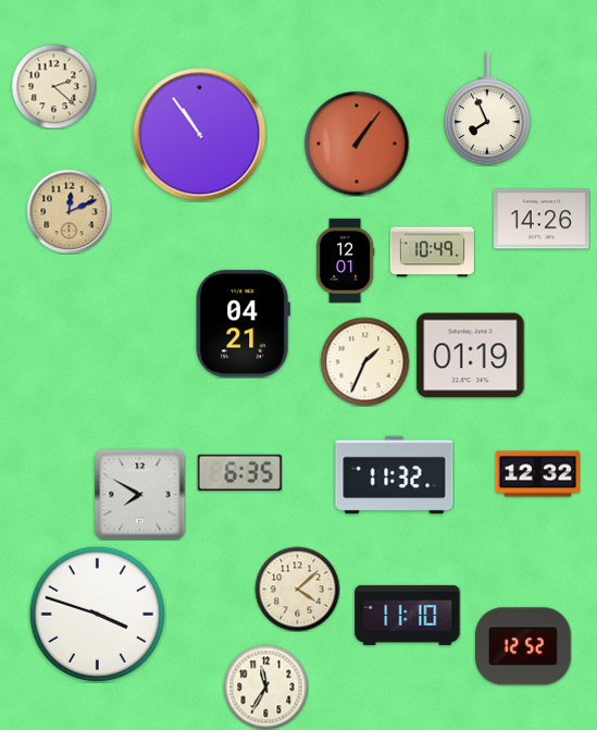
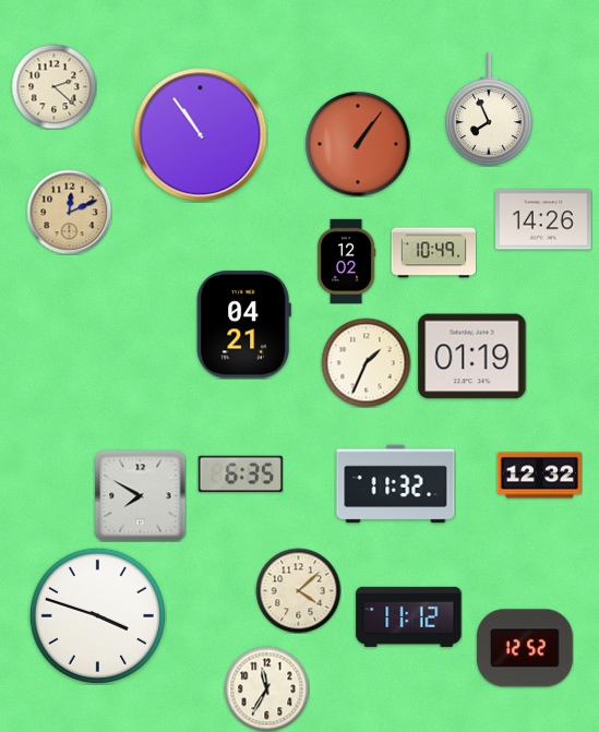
clock at (345, 260): 12:01 -> 12:02
clock at (395, 475) position: (395, 475) -> (396, 484)
clock at (408, 615): 11:10 -> 11:12
